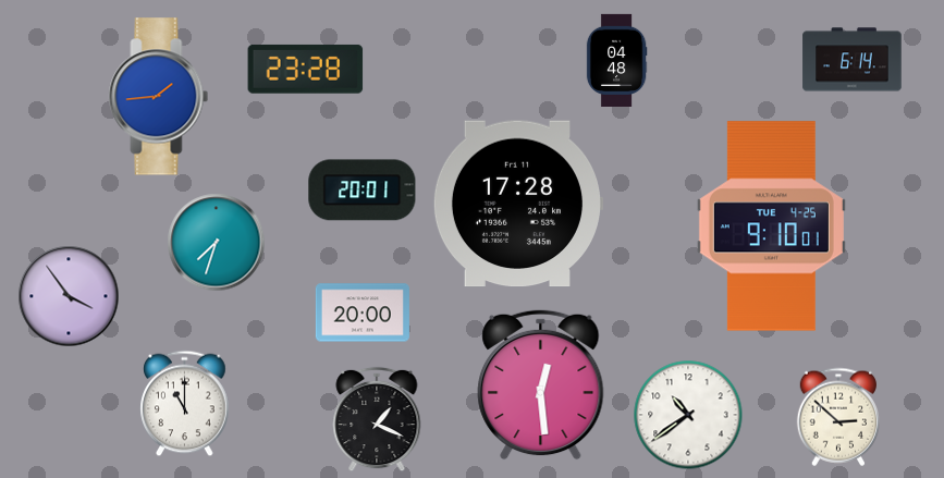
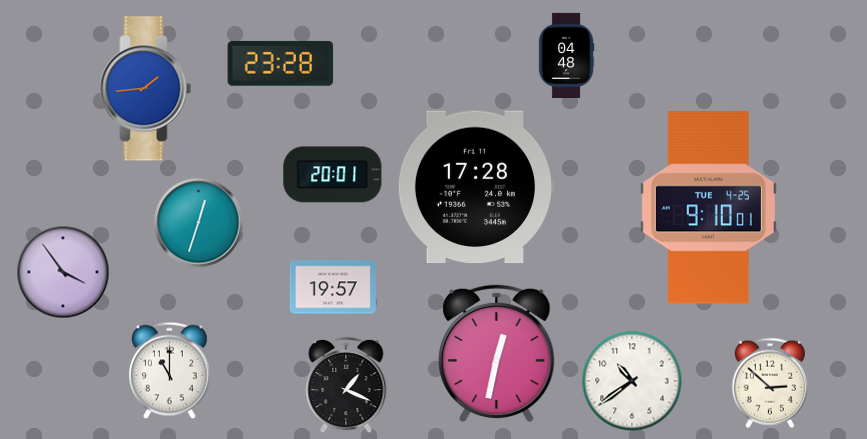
clock at (853, 60): 6:14 -> none
clock at (217, 243): 7:33 -> 12:33
clock at (363, 312): 20:00 -> 19:57
clock at (541, 385): 12:29 -> 12:32
